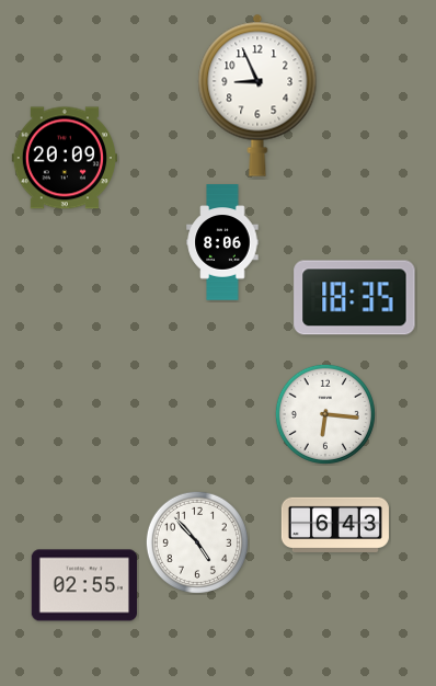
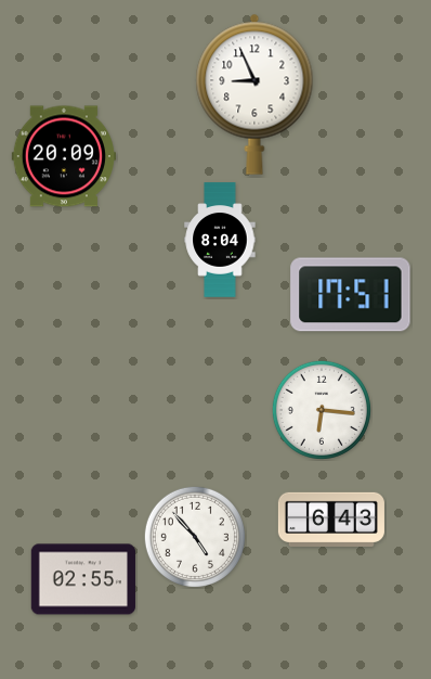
clock at (222, 242): 8:06 -> 8:04
clock at (355, 298): 18:35 -> 17:51
